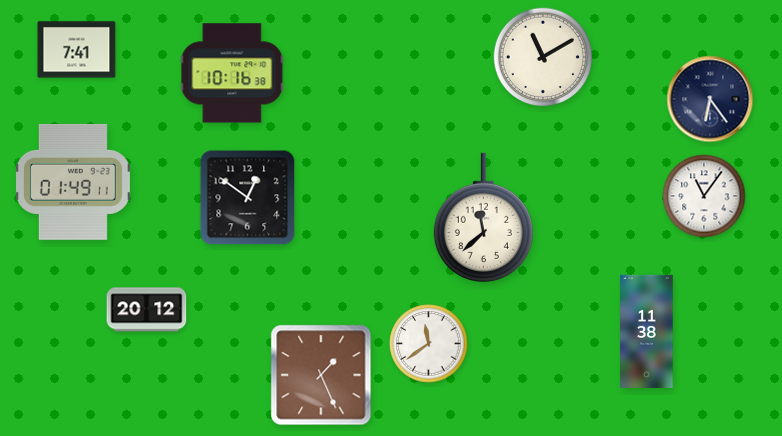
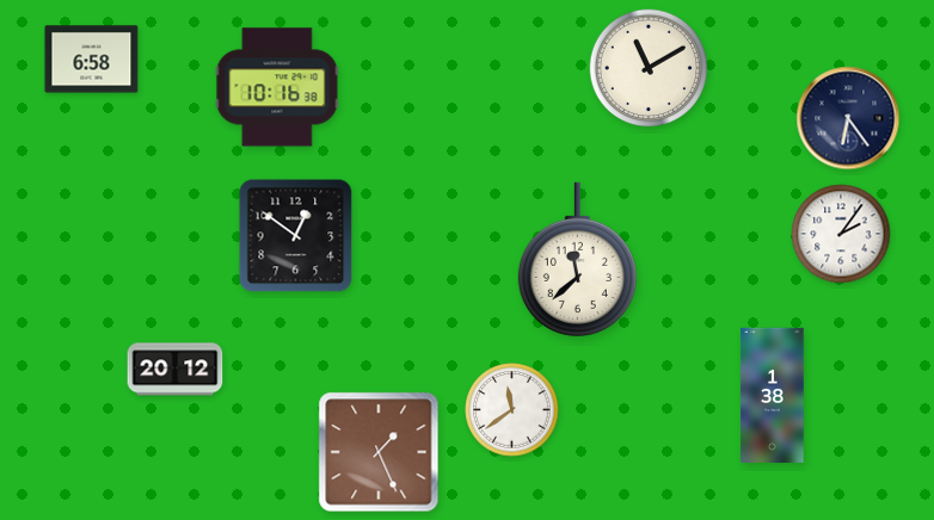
clock at (77, 50): 7:41 -> 6:58
clock at (73, 182): 01:49 -> none
clock at (704, 196): 11:06 -> 2:06
clock at (647, 331): 11:38 -> 1:38
clock at (321, 375) position: (321, 375) -> (379, 452)
